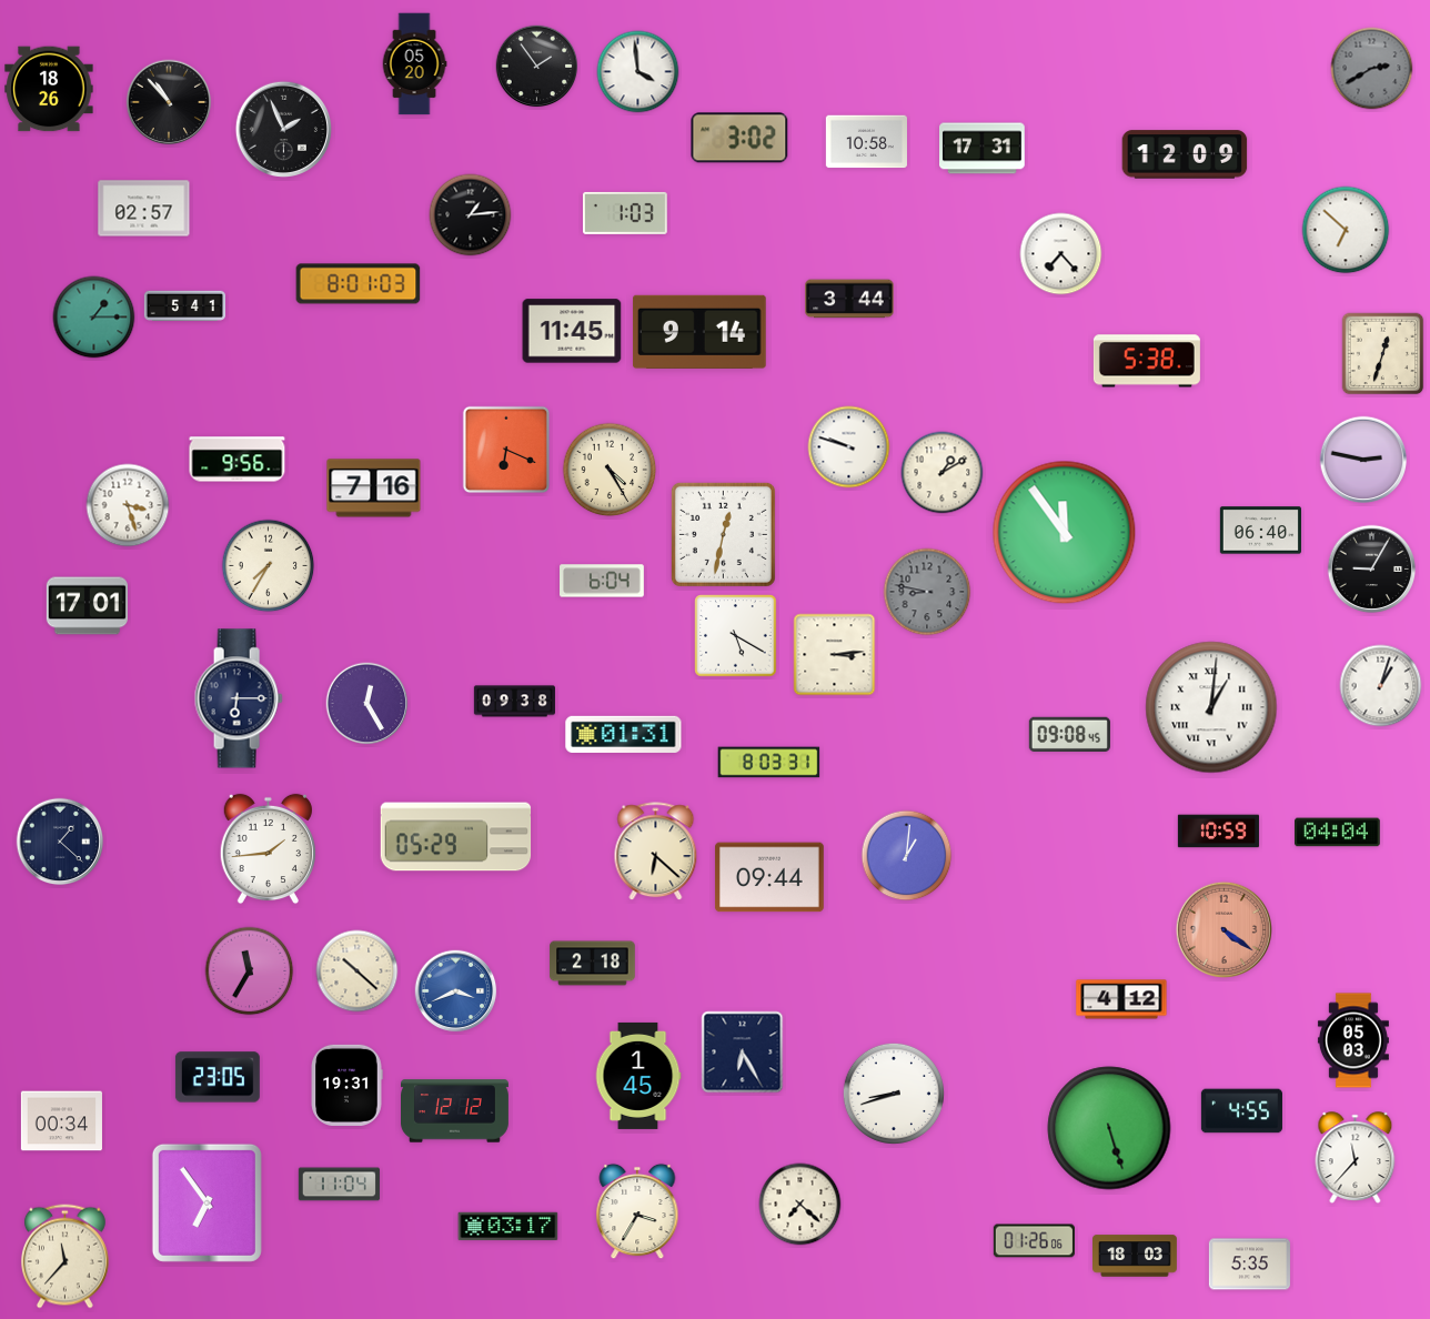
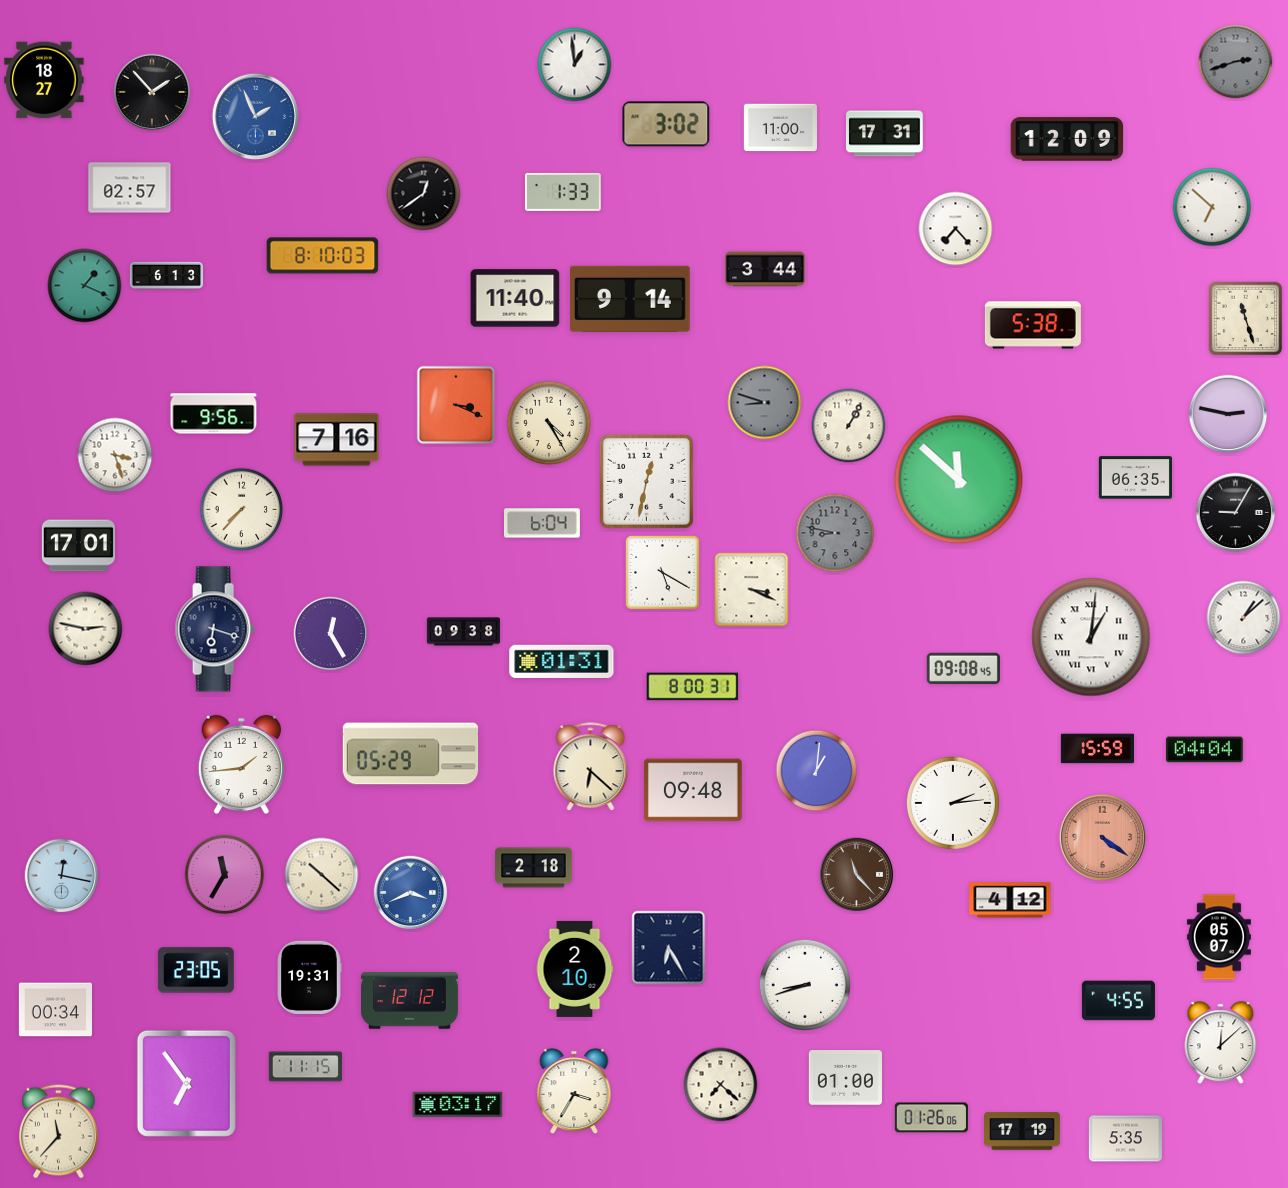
clock at (414, 64): 05:20 -> none
clock at (537, 67): 1:54 -> none
clock at (1372, 69): 2:40 -> 2:42
clock at (638, 72): 3:59 -> 12:59
clock at (49, 89): 18:26 -> 18:27
clock at (169, 102): 10:53 -> 1:53
clock at (283, 129) dial: black -> blue
clock at (866, 142): 10:58 -> 11:00
clock at (625, 213): 1:03 -> 1:33
clock at (471, 215): 1:14 -> 12:39
clock at (359, 284): 8:01 -> 8:10
clock at (184, 306): 5:41 -> 6:13
clock at (94, 318): 1:15 -> 1:19
clock at (572, 331): 11:45 -> 11:40
clock at (1383, 354): 12:33 -> 11:27
clock at (849, 447): 9:48 -> 8:48
clock at (849, 447) dial: white -> grey
clock at (506, 450): 6:19 -> 3:19
clock at (943, 473): 1:10 -> 1:05
clock at (1260, 531): 06:40 -> 06:35
clock at (1065, 533): 11:54 -> 11:52
clock at (723, 534) position: (723, 534) -> (646, 481)
clock at (269, 566): 7:35 -> 7:37
clock at (835, 655): 3:14 -> 3:19
clock at (1381, 686): 1:03 -> 1:08
clock at (86, 629): none -> 2:47
clock at (239, 698): 6:15 -> 6:18
clock at (1069, 734) position: (1069, 734) -> (963, 668)
clock at (769, 763): 8:03 -> 8:00
clock at (1218, 832): 10:59 -> 15:59
clock at (60, 842): 1:22 -> none
clock at (771, 877): 09:44 -> 09:48
clock at (953, 803): none -> 2:14
clock at (857, 875): none -> 11:23
clock at (62, 876): none -> 12:17
clock at (1353, 1040): 05:03 -> 05:07
clock at (638, 1076): 1:45 -> 2:10
clock at (346, 1085) position: (346, 1085) -> (309, 977)
clock at (1109, 1128): 5:27 -> none
clock at (1356, 1157): 11:37 -> 12:08
clock at (339, 1185): 11:04 -> 11:15
clock at (845, 1078): none -> 01:00
clock at (1136, 1256): 18:03 -> 17:19
